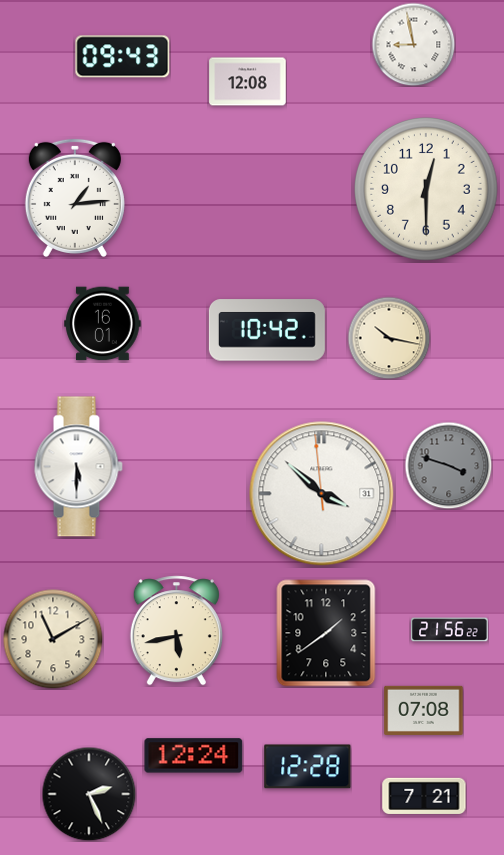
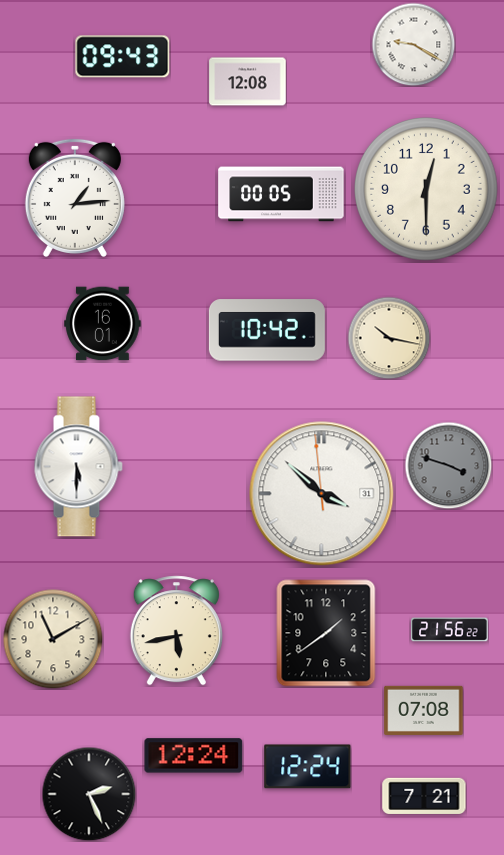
clock at (413, 44): 8:58 -> 9:20
clock at (281, 194): none -> 00:05
clock at (308, 767): 12:28 -> 12:24
